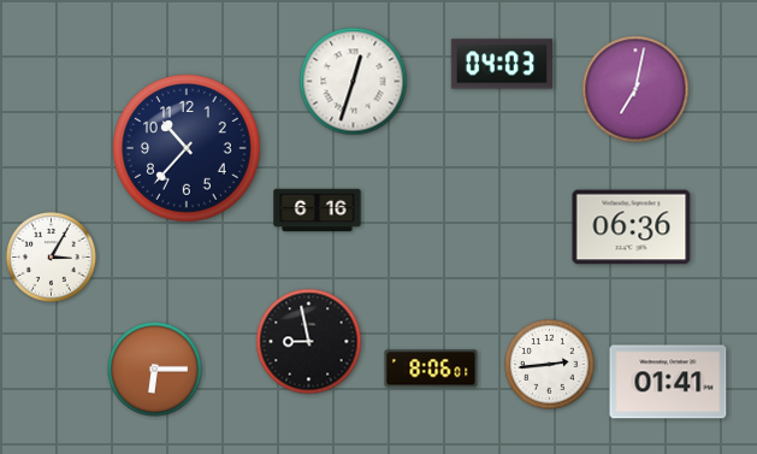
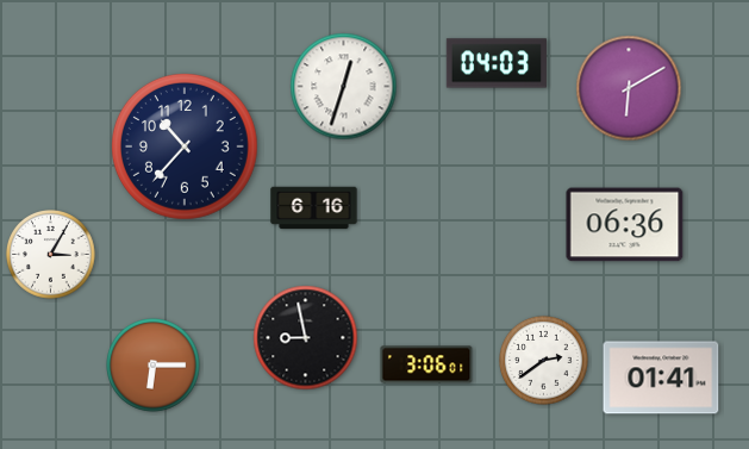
clock at (354, 82) position: (354, 82) -> (344, 87)
clock at (635, 89): 7:02 -> 6:10
clock at (550, 365): 2:44 -> 2:39
clock at (431, 368): 8:06 -> 3:06
